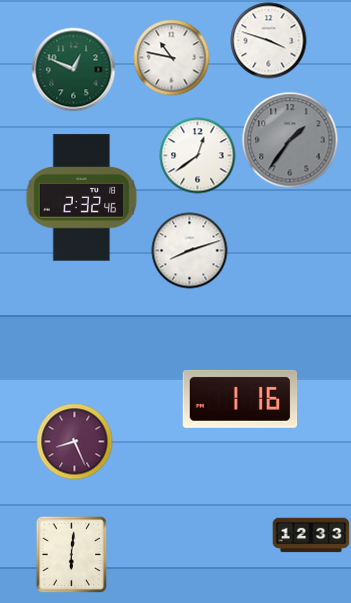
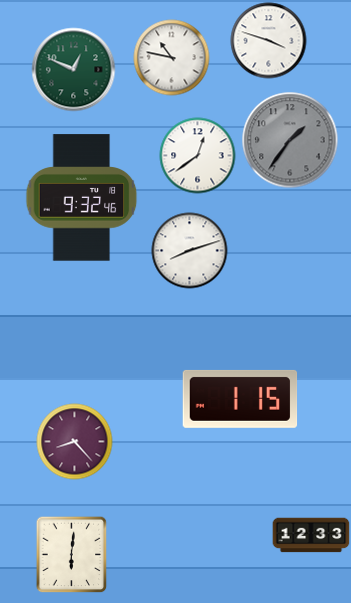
clock at (82, 198): 2:32 -> 9:32
clock at (240, 399): 1:16 -> 1:15
clock at (75, 442): 8:26 -> 8:23
